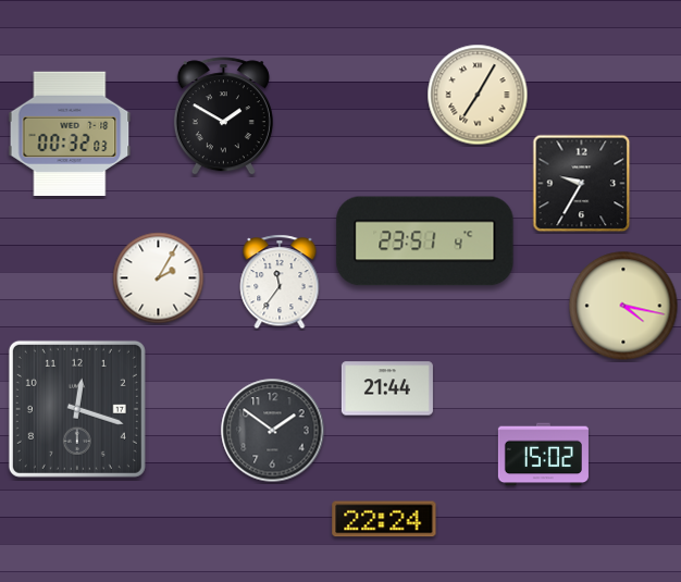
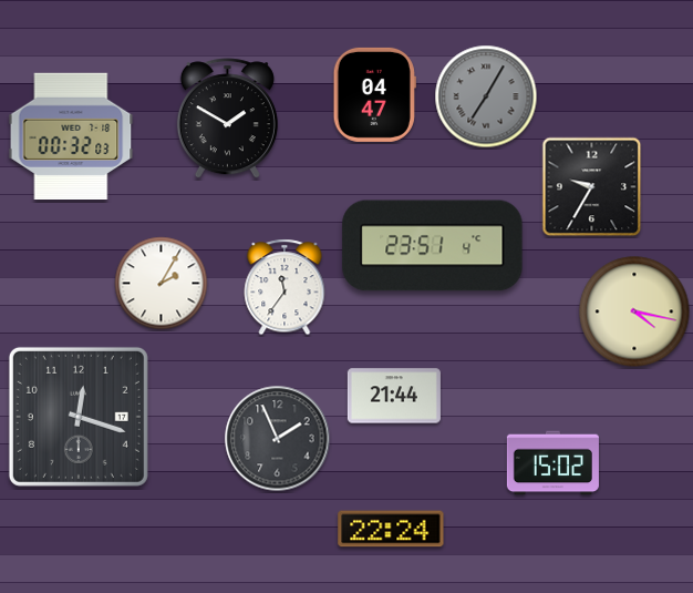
clock at (374, 94): none -> 04:47
clock at (478, 95) dial: cream -> grey
clock at (273, 431): 1:51 -> 1:56
